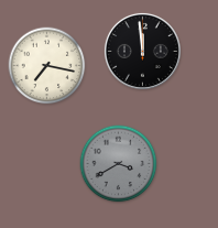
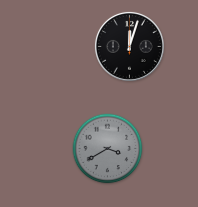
clock at (142, 51): 11:59 -> 12:03
clock at (47, 66): 7:17 -> none
